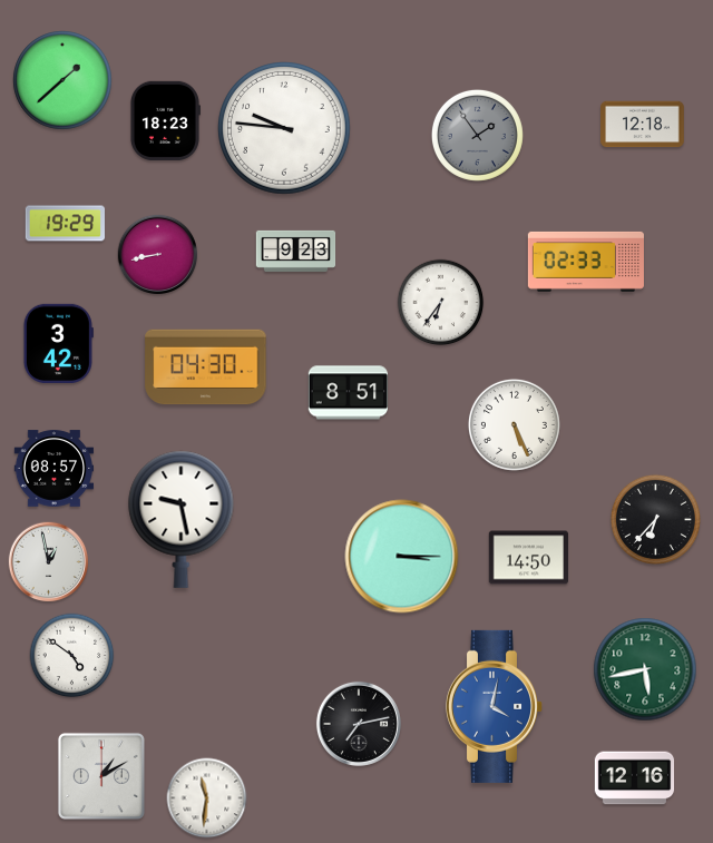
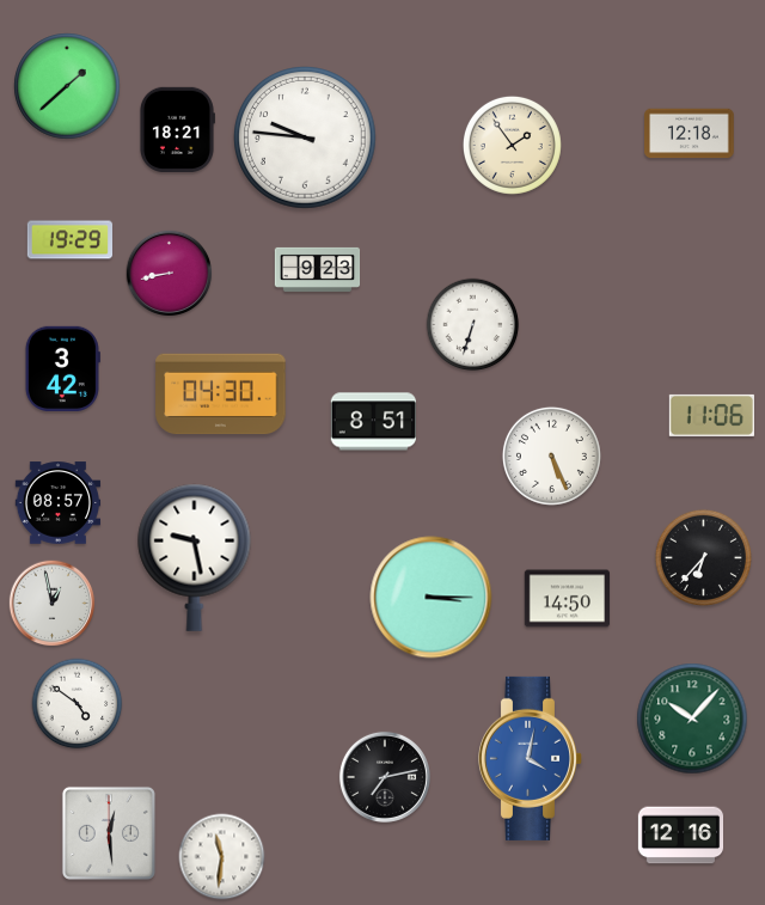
clock at (165, 120): 18:23 -> 18:21
clock at (477, 135) dial: grey -> cream
clock at (586, 262): 02:33 -> none
clock at (441, 303): 6:36 -> 6:33
clock at (711, 415): none -> 11:06
clock at (645, 669): 5:43 -> 10:07
clock at (101, 776): 1:10 -> 12:29
